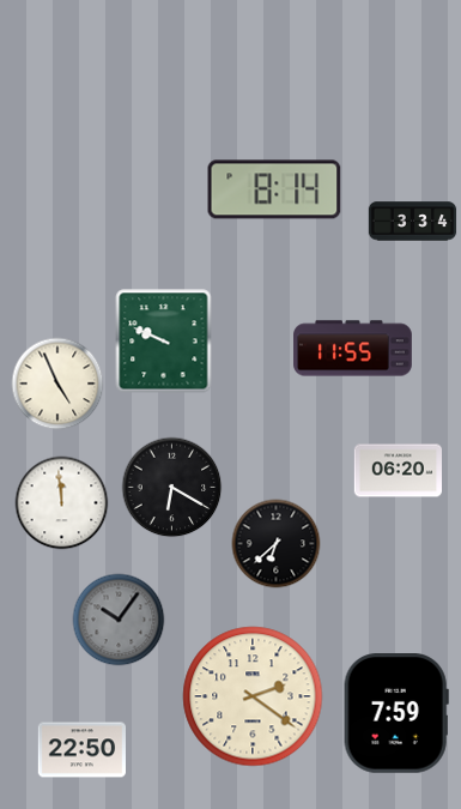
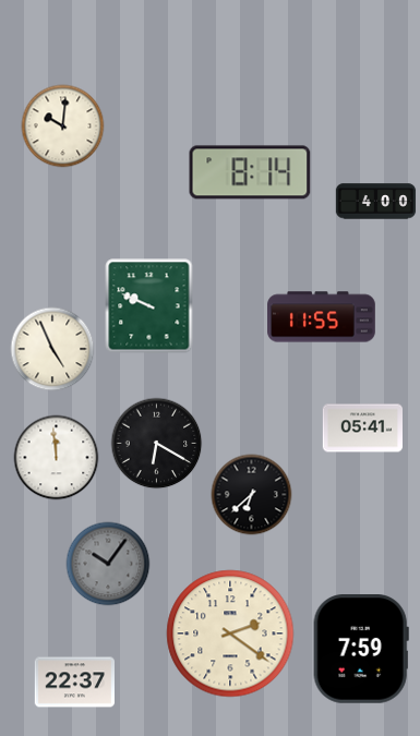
clock at (63, 126): none -> 10:01
clock at (413, 222): 3:34 -> 4:00
clock at (164, 342) position: (164, 342) -> (149, 306)
clock at (398, 471): 06:20 -> 05:41
clock at (81, 750): 22:50 -> 22:37
